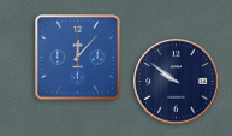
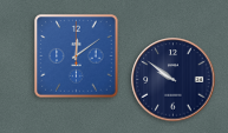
clock at (78, 58): 12:07 -> 12:09
